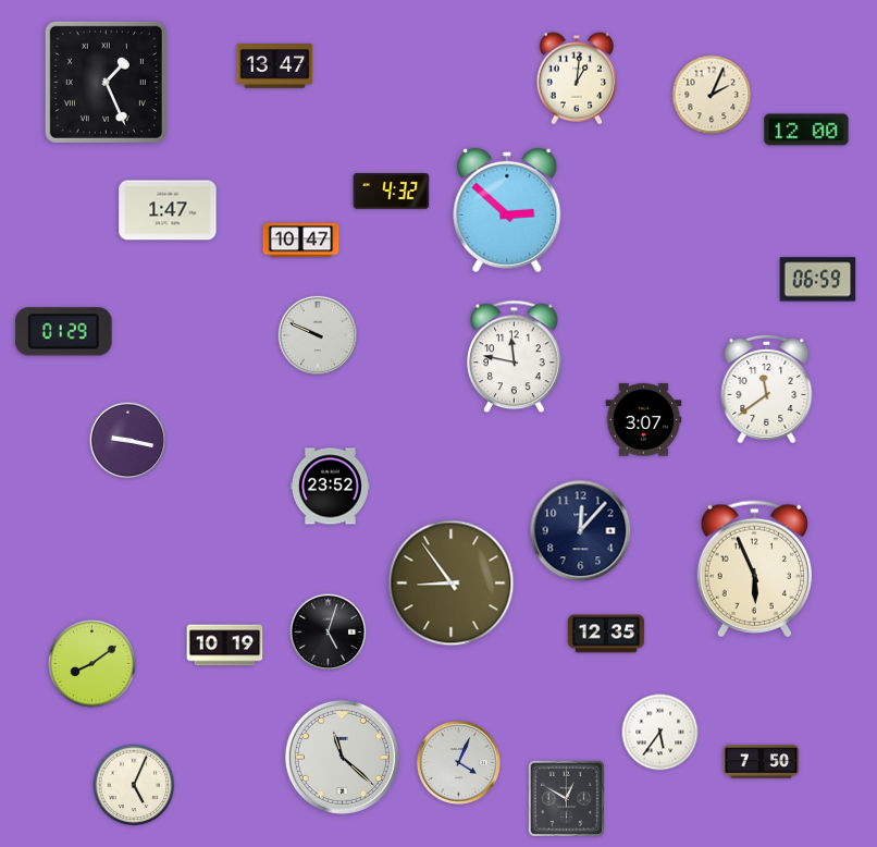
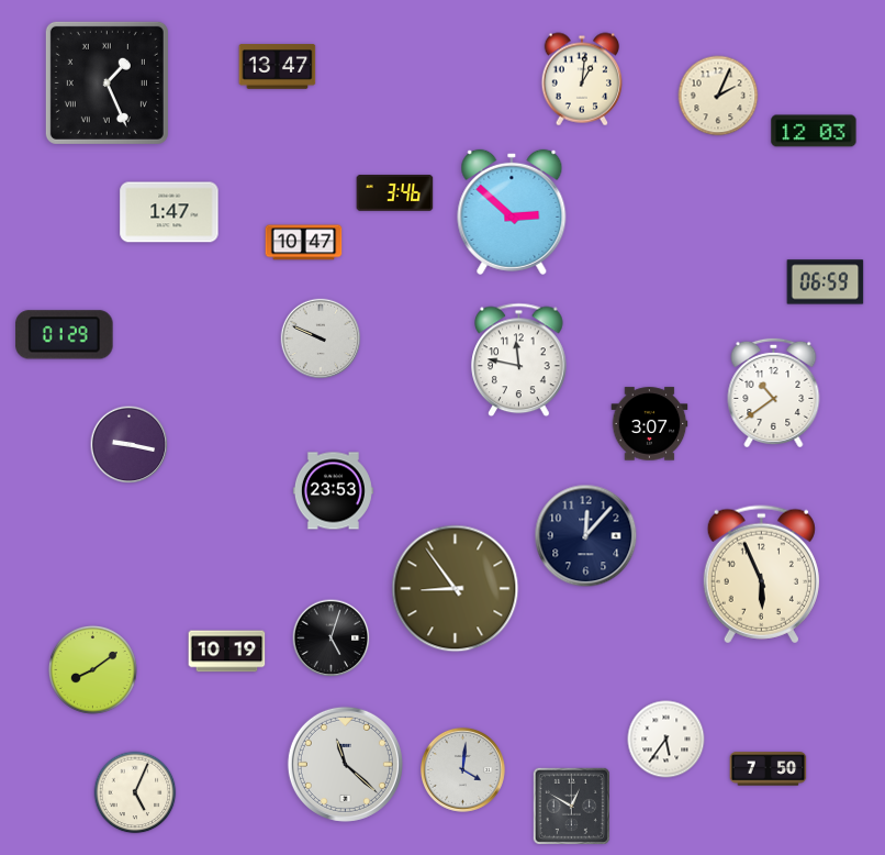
clock at (806, 130): 12:00 -> 12:03
clock at (392, 192): 4:32 -> 3:46
clock at (767, 389): 11:39 -> 10:39
clock at (330, 487): 23:52 -> 23:53
clock at (606, 634): 12:35 -> none
clock at (458, 762): 4:04 -> 4:01
